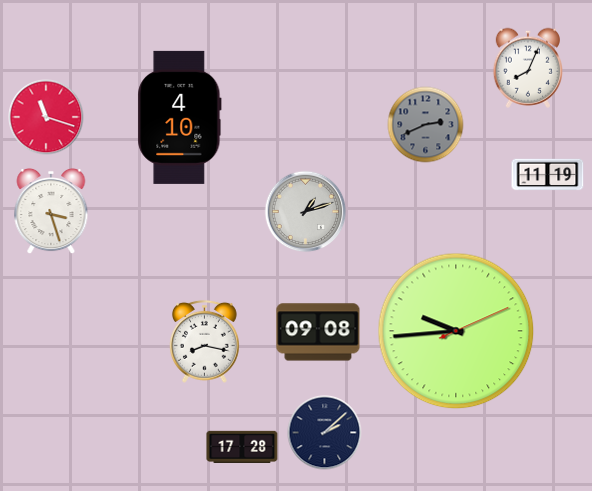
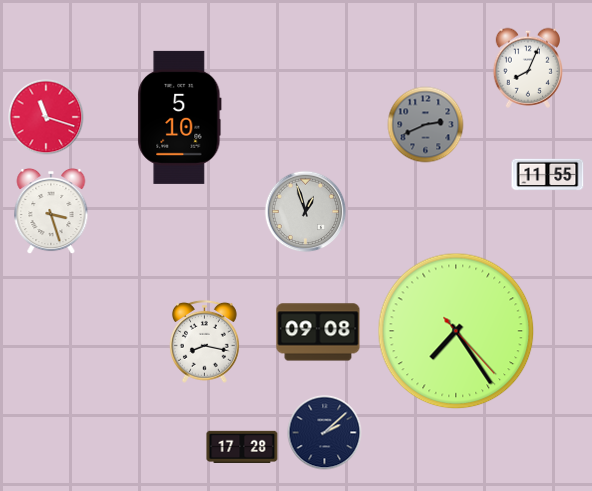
clock at (180, 117): 4:10 -> 5:10
clock at (548, 175): 11:19 -> 11:55
clock at (306, 212): 1:12 -> 12:57
clock at (456, 331): 9:44 -> 7:24
